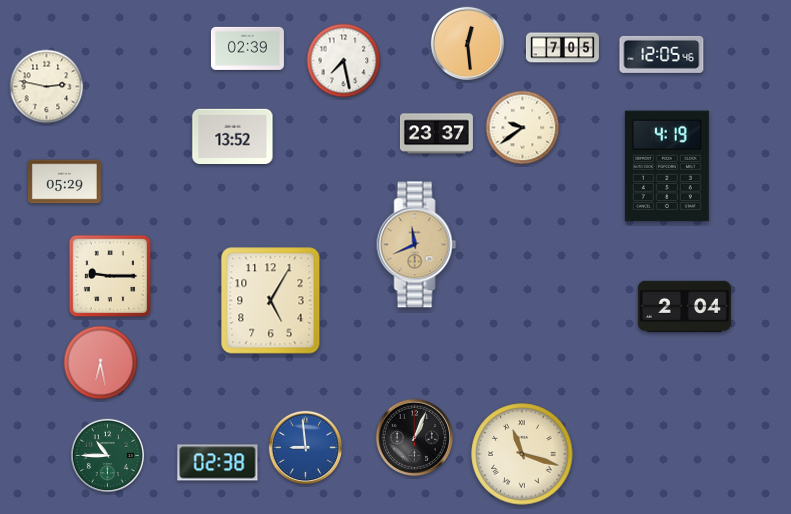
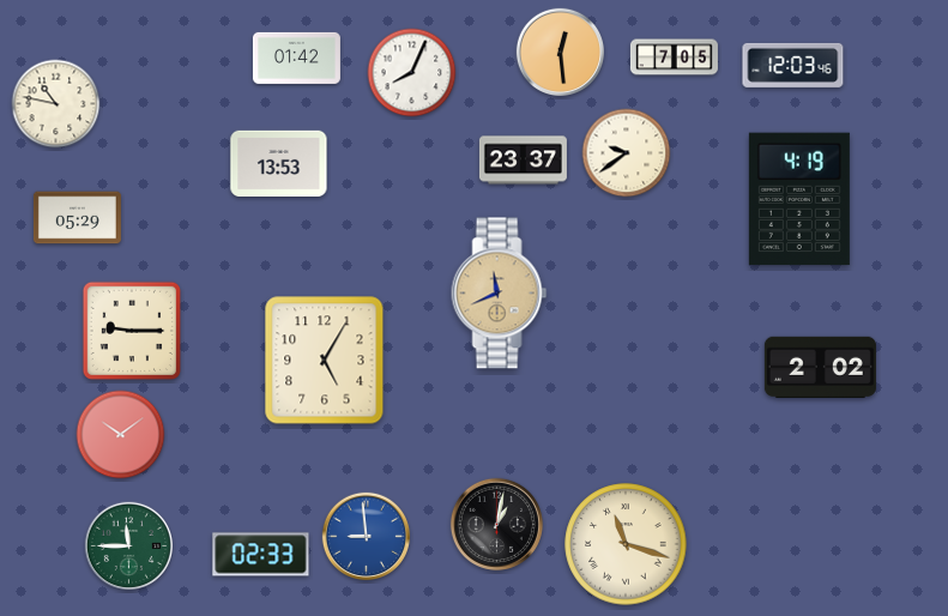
clock at (247, 48): 02:39 -> 01:42
clock at (662, 54): 12:05 -> 12:03
clock at (344, 61): 7:28 -> 8:04
clock at (47, 87): 2:47 -> 10:47
clock at (233, 136): 13:52 -> 13:53
clock at (684, 306): 2:04 -> 2:02
clock at (101, 363): 6:28 -> 10:09
clock at (414, 437): 1:04 -> 1:02
clock at (107, 455): 10:45 -> 11:45
clock at (218, 463): 02:38 -> 02:33
